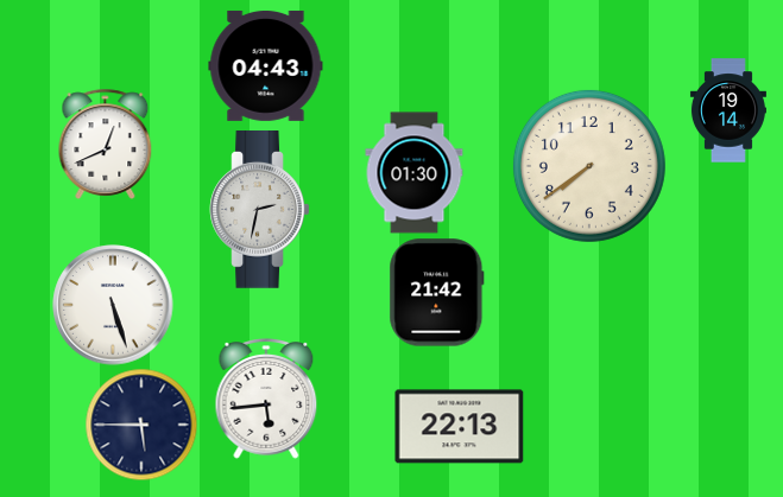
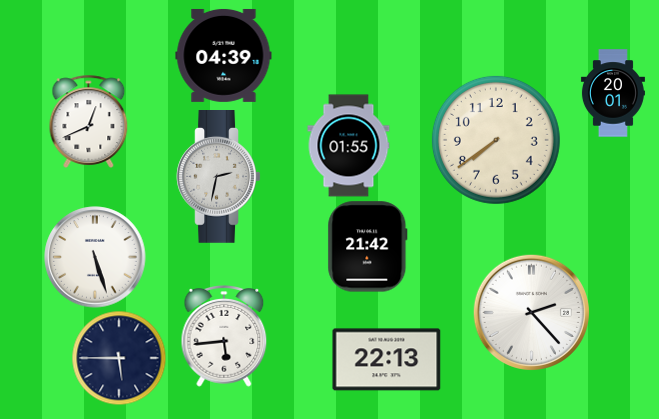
clock at (266, 65): 04:43 -> 04:39
clock at (728, 110): 19:14 -> 20:01
clock at (415, 173): 01:30 -> 01:55
clock at (531, 312): none -> 2:23
